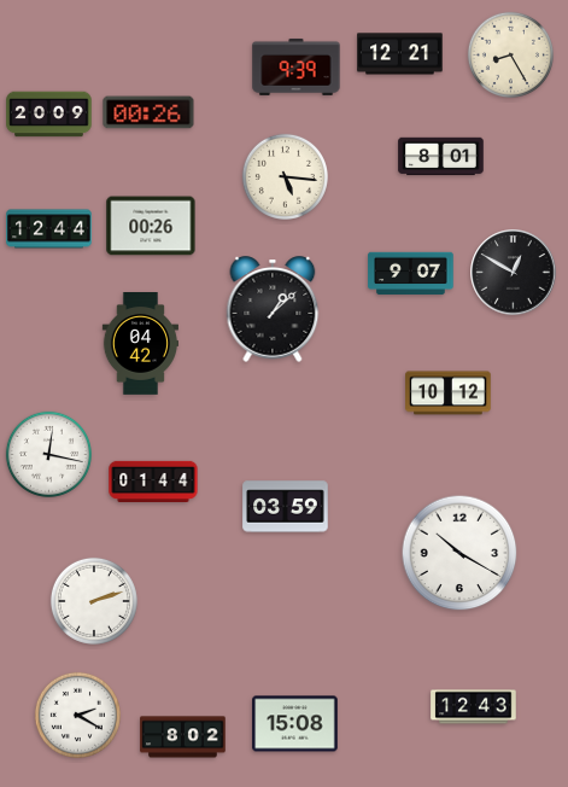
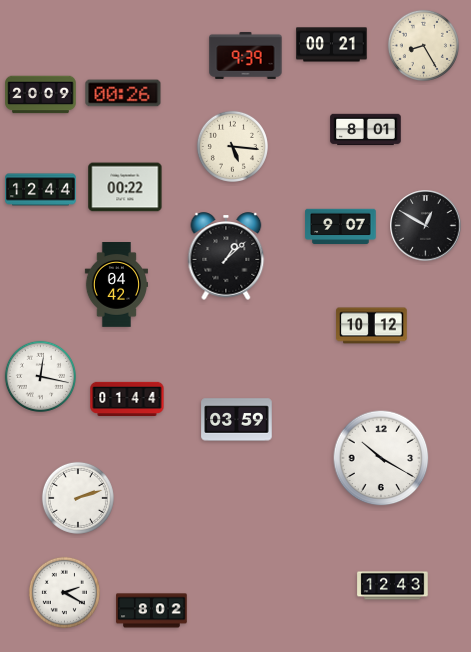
clock at (400, 54): 12:21 -> 00:21
clock at (285, 176) position: (285, 176) -> (232, 146)
clock at (151, 226): 00:26 -> 00:22
clock at (295, 724): 15:08 -> none
